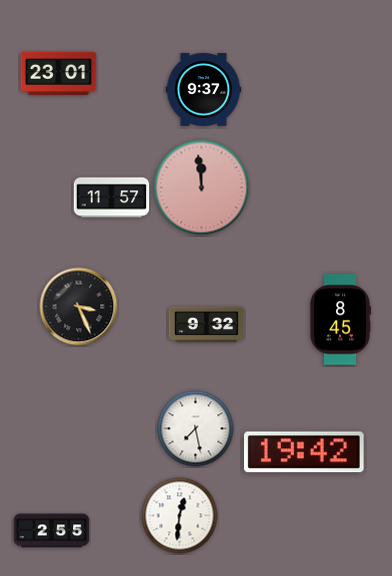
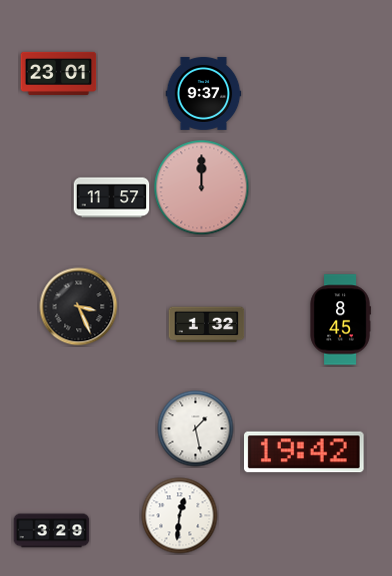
clock at (204, 89) position: (204, 89) -> (204, 93)
clock at (202, 188): 11:59 -> 12:00
clock at (207, 325): 9:32 -> 1:32
clock at (196, 429): 7:28 -> 1:28
clock at (52, 531): 2:55 -> 3:29
